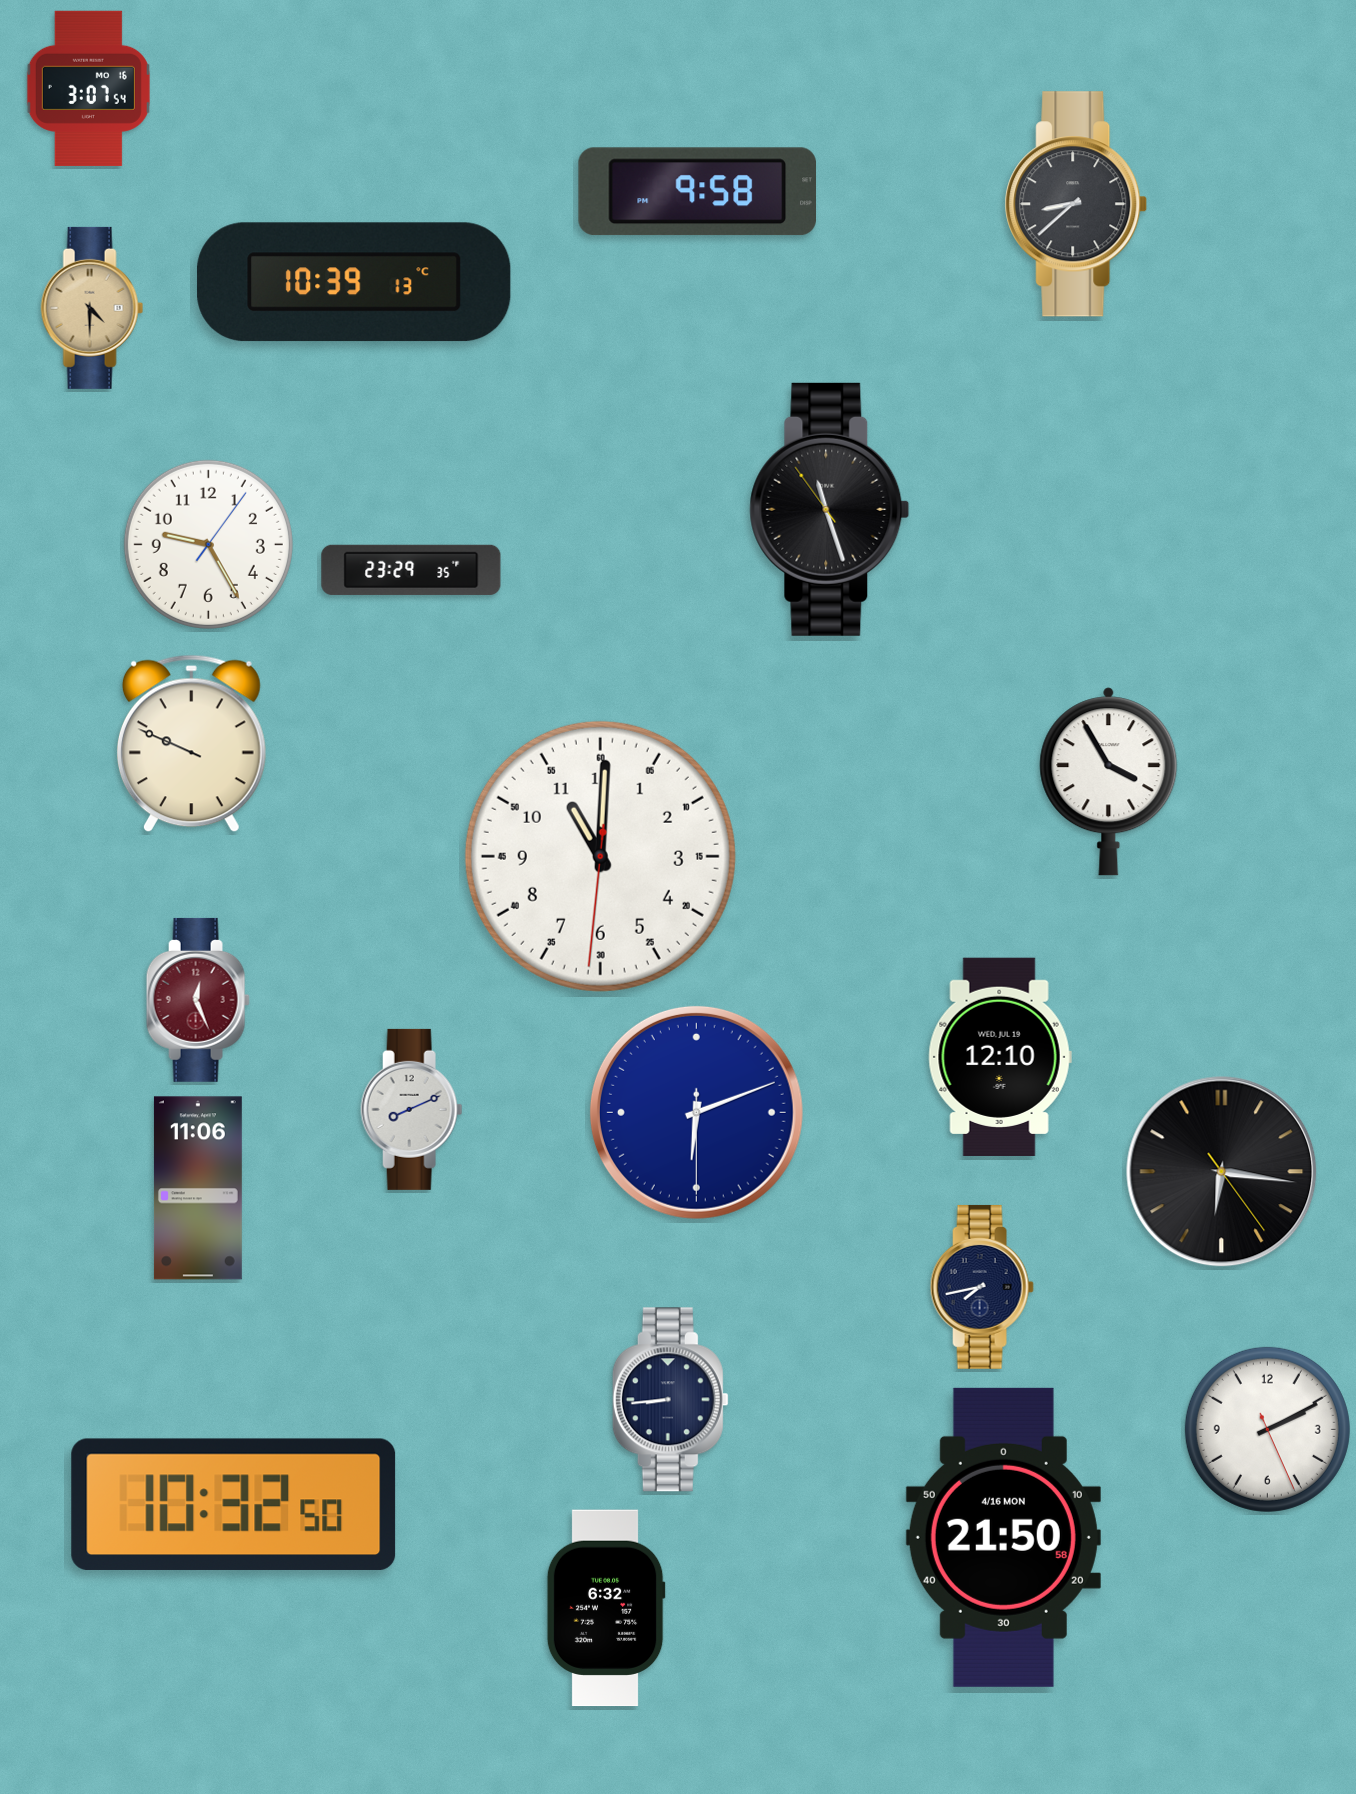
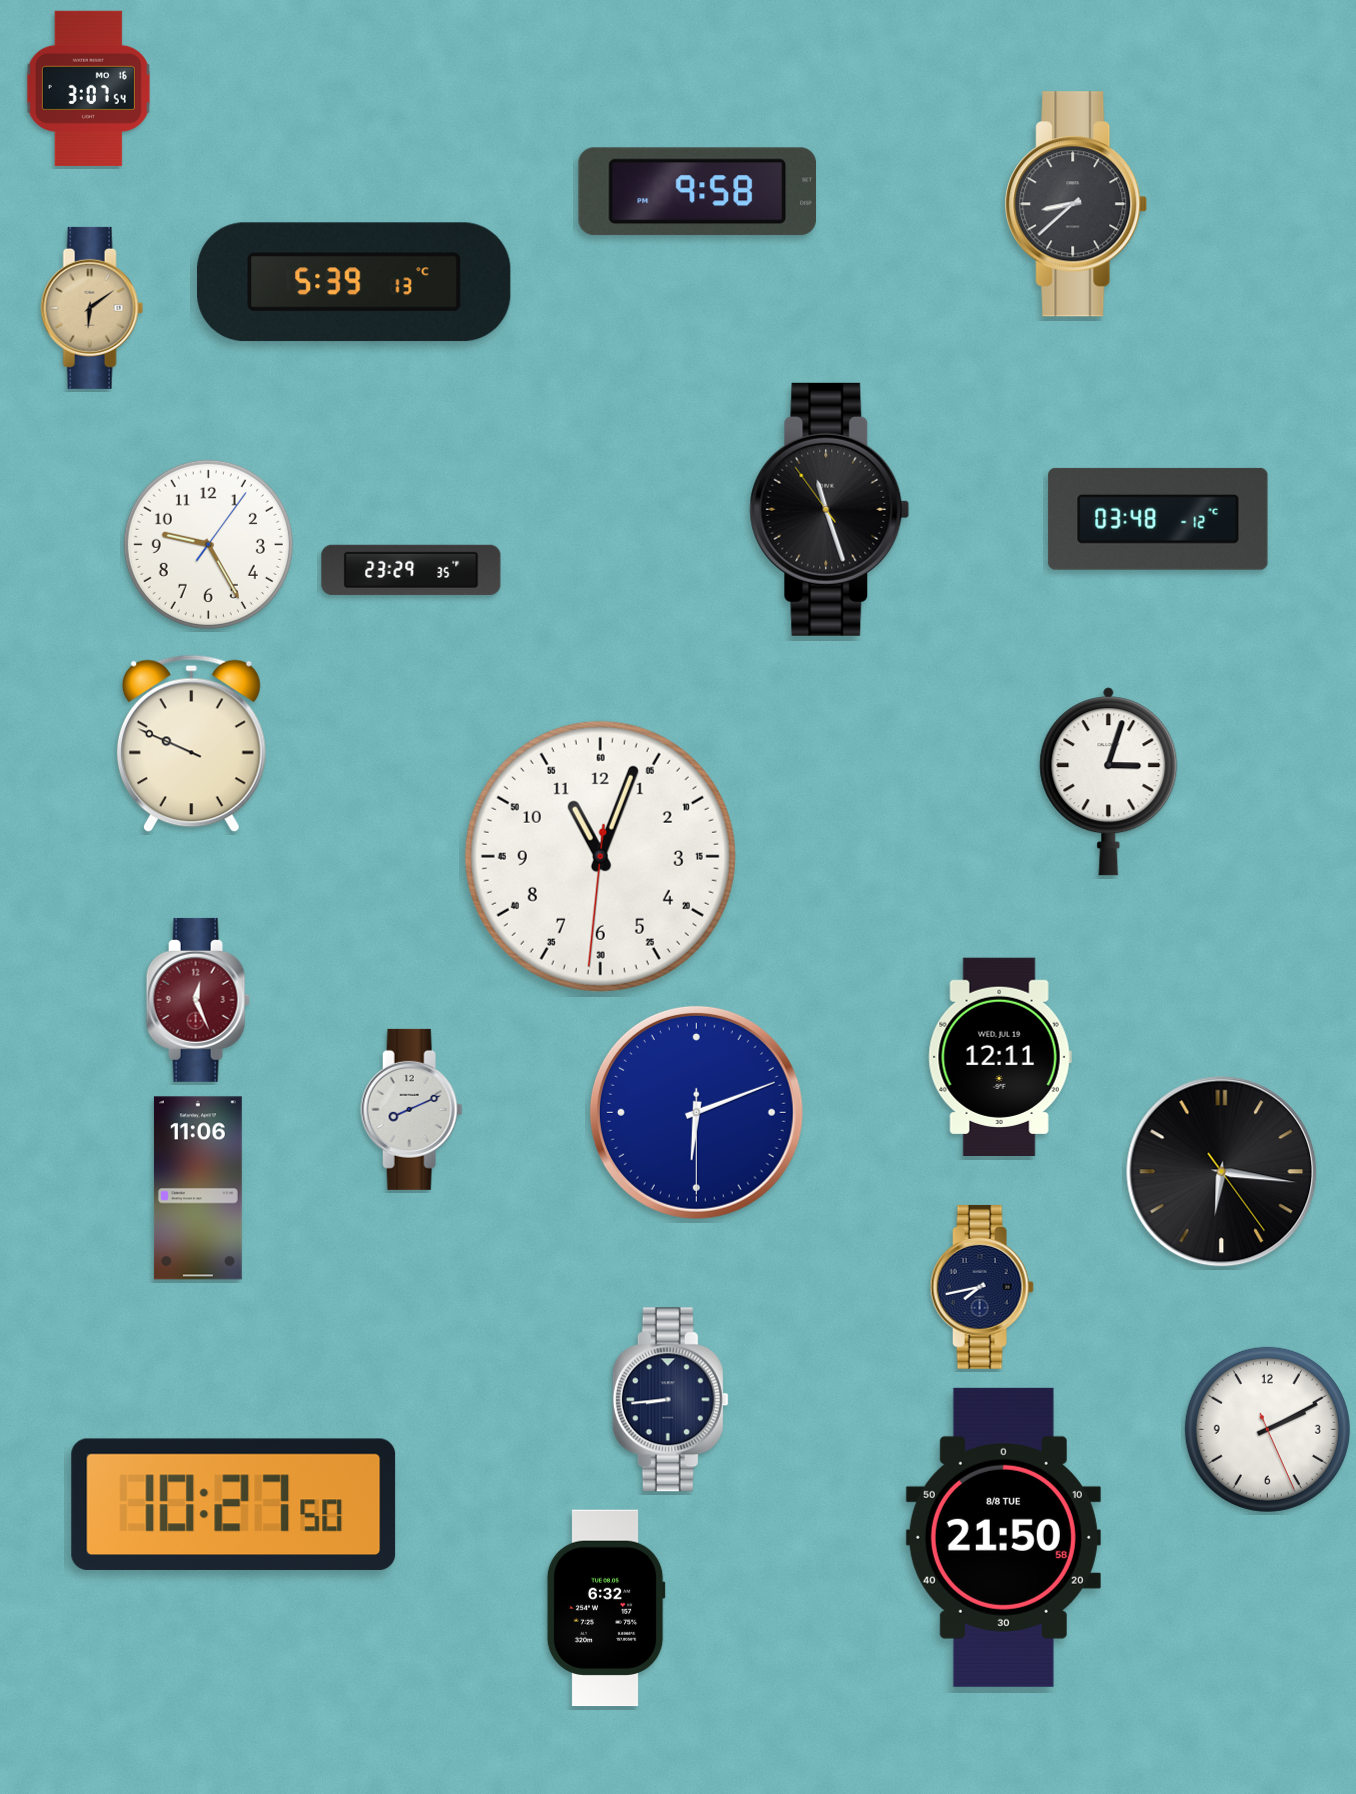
clock at (354, 282): 10:39 -> 5:39
clock at (92, 308): 4:30 -> 6:09
clock at (1158, 519): none -> 03:48
clock at (1109, 782): 3:55 -> 3:03
clock at (600, 856): 11:00 -> 11:03
clock at (1000, 1056): 12:10 -> 12:11
clock at (234, 1504): 10:32 -> 10:27
clock at (1003, 1537) date: 4/16 MON -> 8/8 TUE
